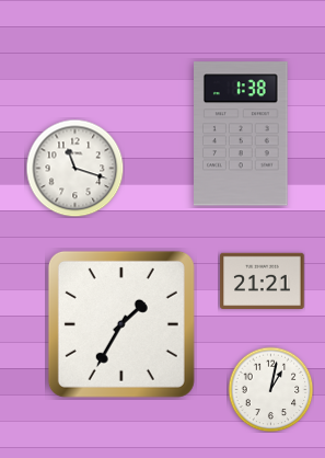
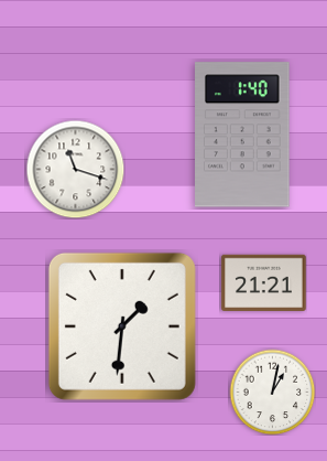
clock at (242, 134): 1:38 -> 1:40
clock at (121, 324): 1:35 -> 1:31
